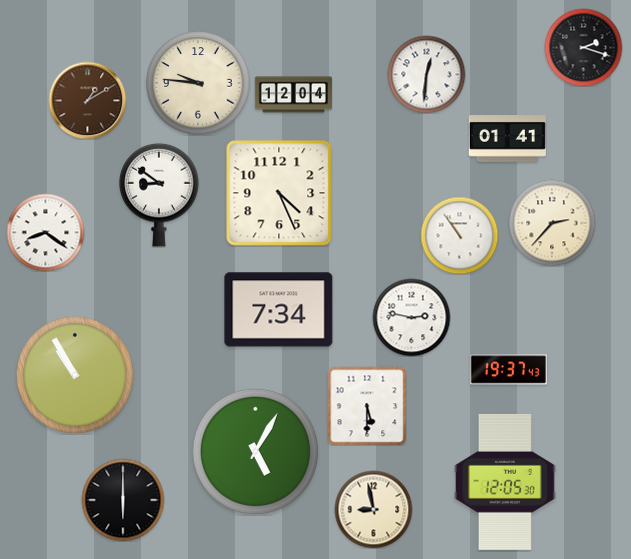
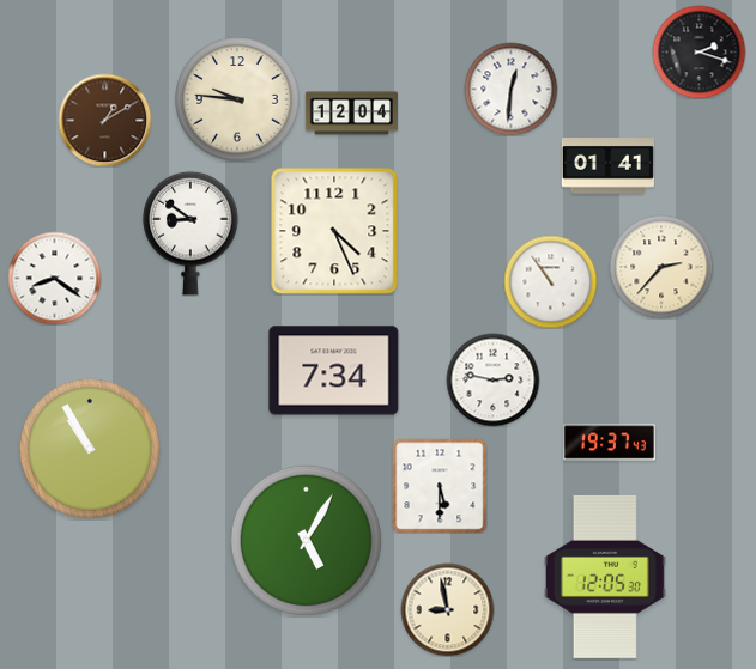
clock at (583, 47) position: (583, 47) -> (698, 51)
clock at (123, 500): 6:00 -> none
